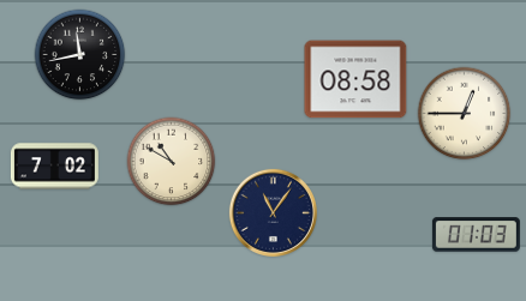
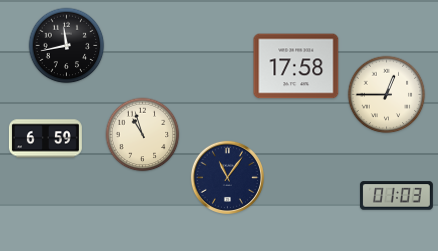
clock at (355, 79): 08:58 -> 17:58
clock at (172, 162): 10:50 -> 10:57
clock at (54, 167): 7:02 -> 6:59
